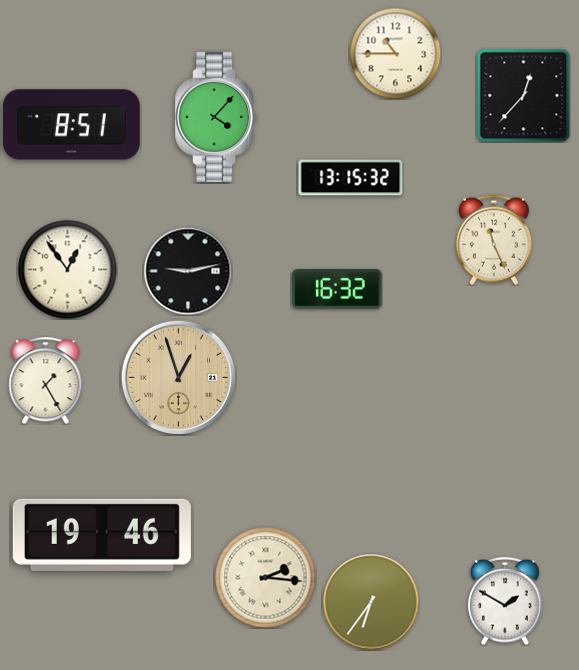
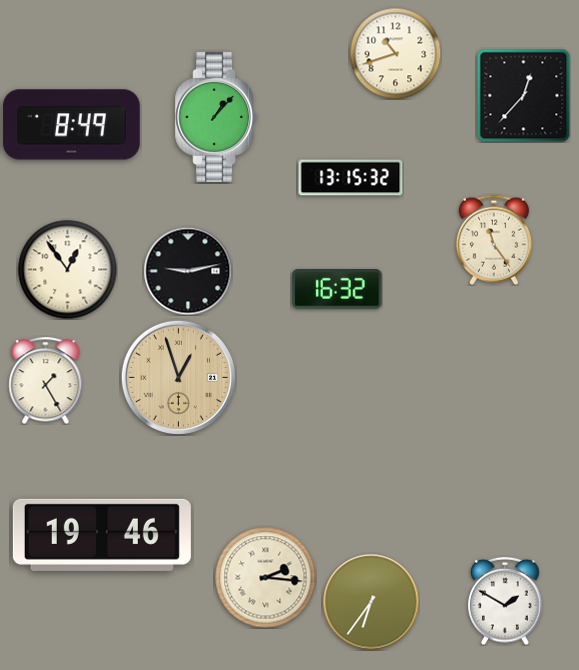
clock at (395, 53): 10:45 -> 10:42
clock at (216, 117): 4:07 -> 1:07
clock at (72, 125): 8:51 -> 8:49
clock at (494, 240): 11:26 -> 11:24
